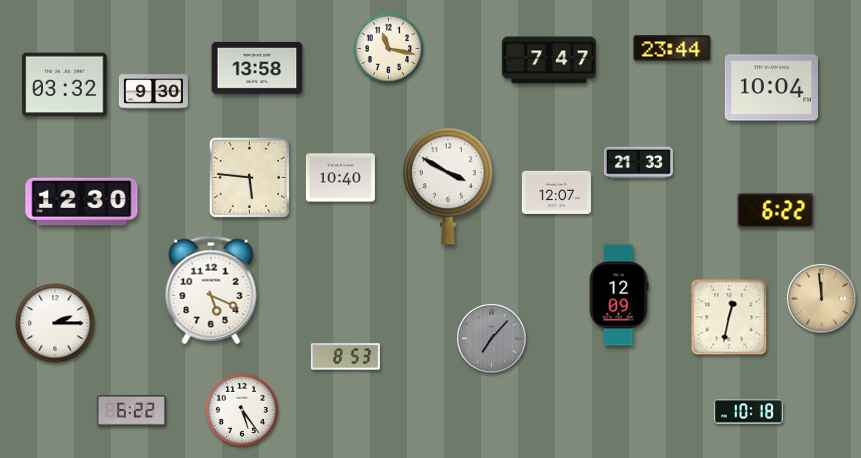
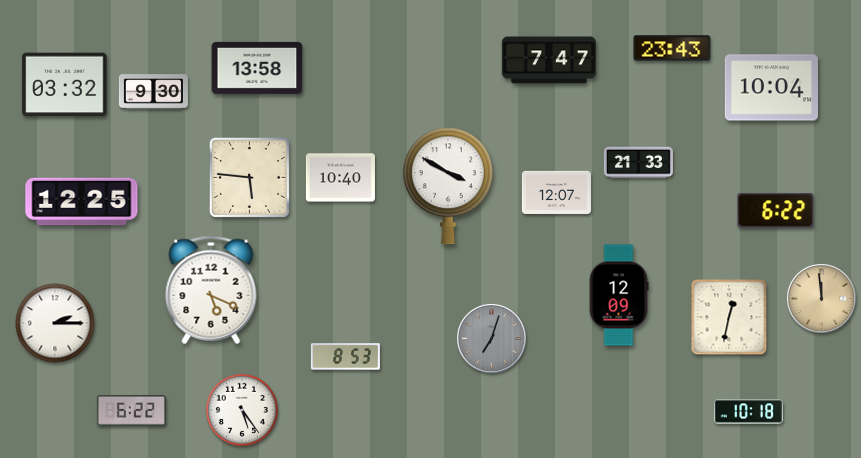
clock at (672, 48): 23:44 -> 23:43
clock at (389, 49): 11:17 -> none
clock at (82, 202): 12:30 -> 12:25
clock at (492, 339): 7:07 -> 7:03
